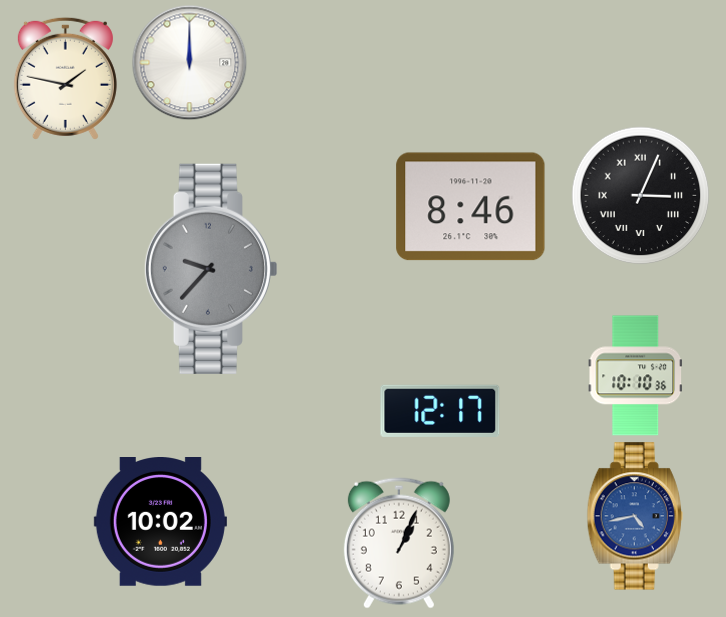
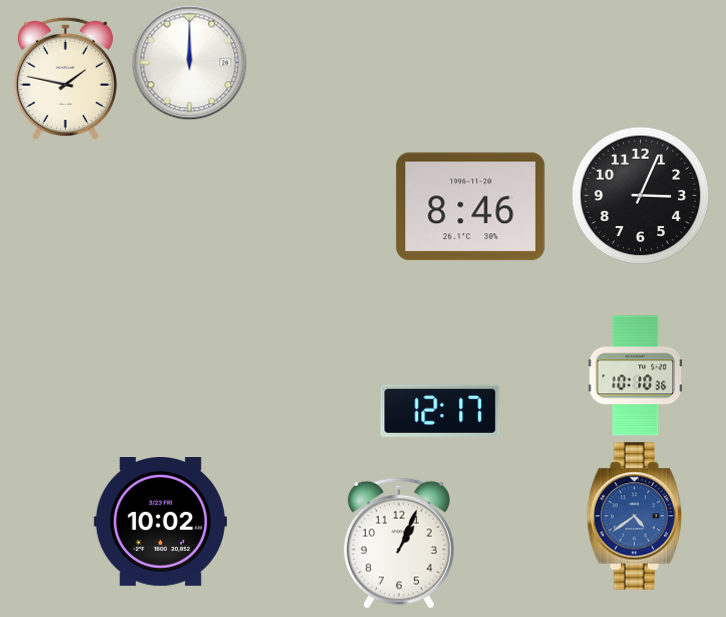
clock at (641, 196) numerals: Roman -> Arabic
clock at (210, 269): 9:37 -> none
clock at (635, 516): 4:43 -> 4:39
